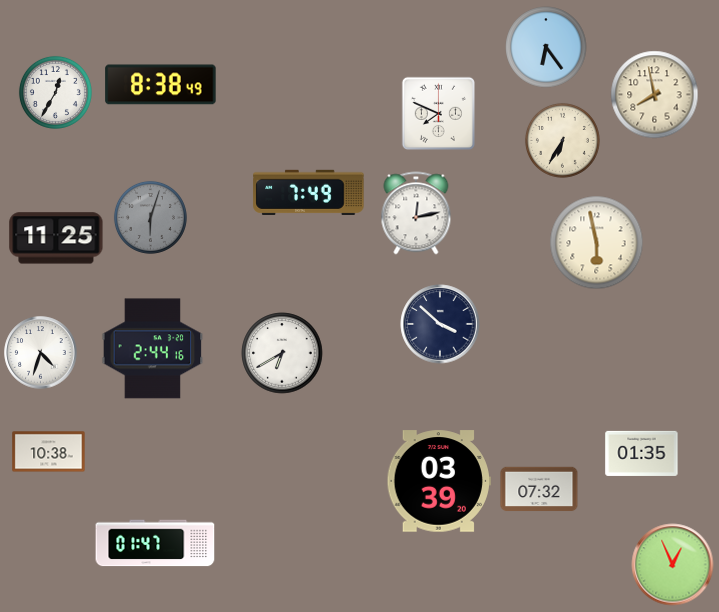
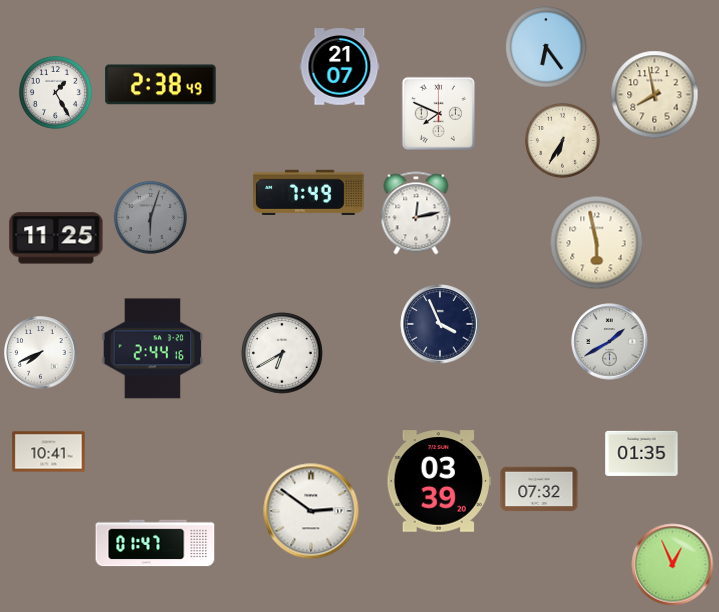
clock at (340, 67): none -> 21:07
clock at (161, 85): 8:38 -> 2:38
clock at (55, 92): 12:35 -> 1:25
clock at (440, 324): 3:52 -> 3:56
clock at (610, 342): none -> 1:40
clock at (41, 353): 4:33 -> 7:41
clock at (49, 452): 10:38 -> 10:41
clock at (311, 511): none -> 2:51
